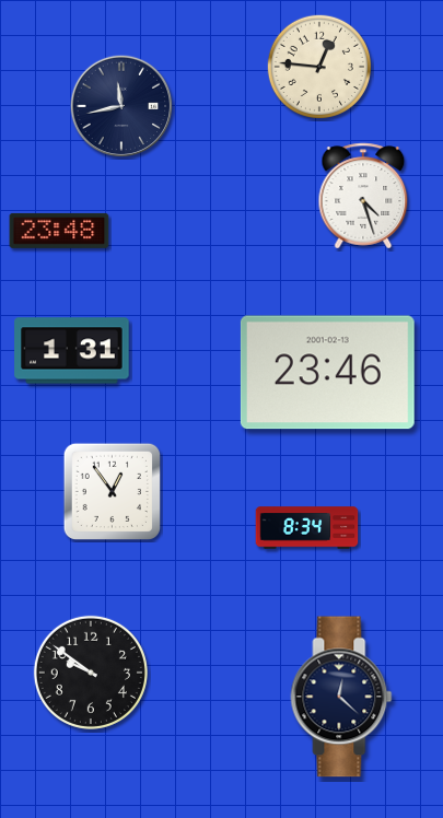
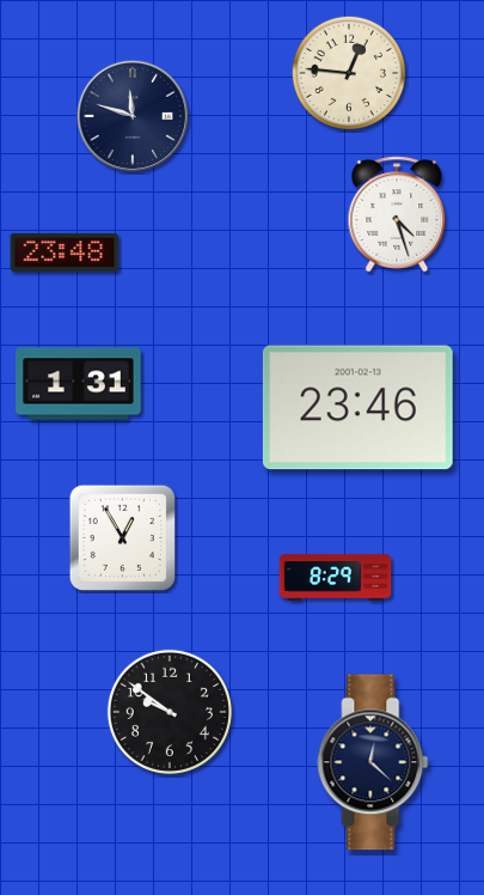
clock at (121, 106): 11:43 -> 11:48
clock at (112, 491): 12:54 -> 12:55
clock at (307, 528): 8:34 -> 8:29
clock at (91, 673) position: (91, 673) -> (170, 712)
